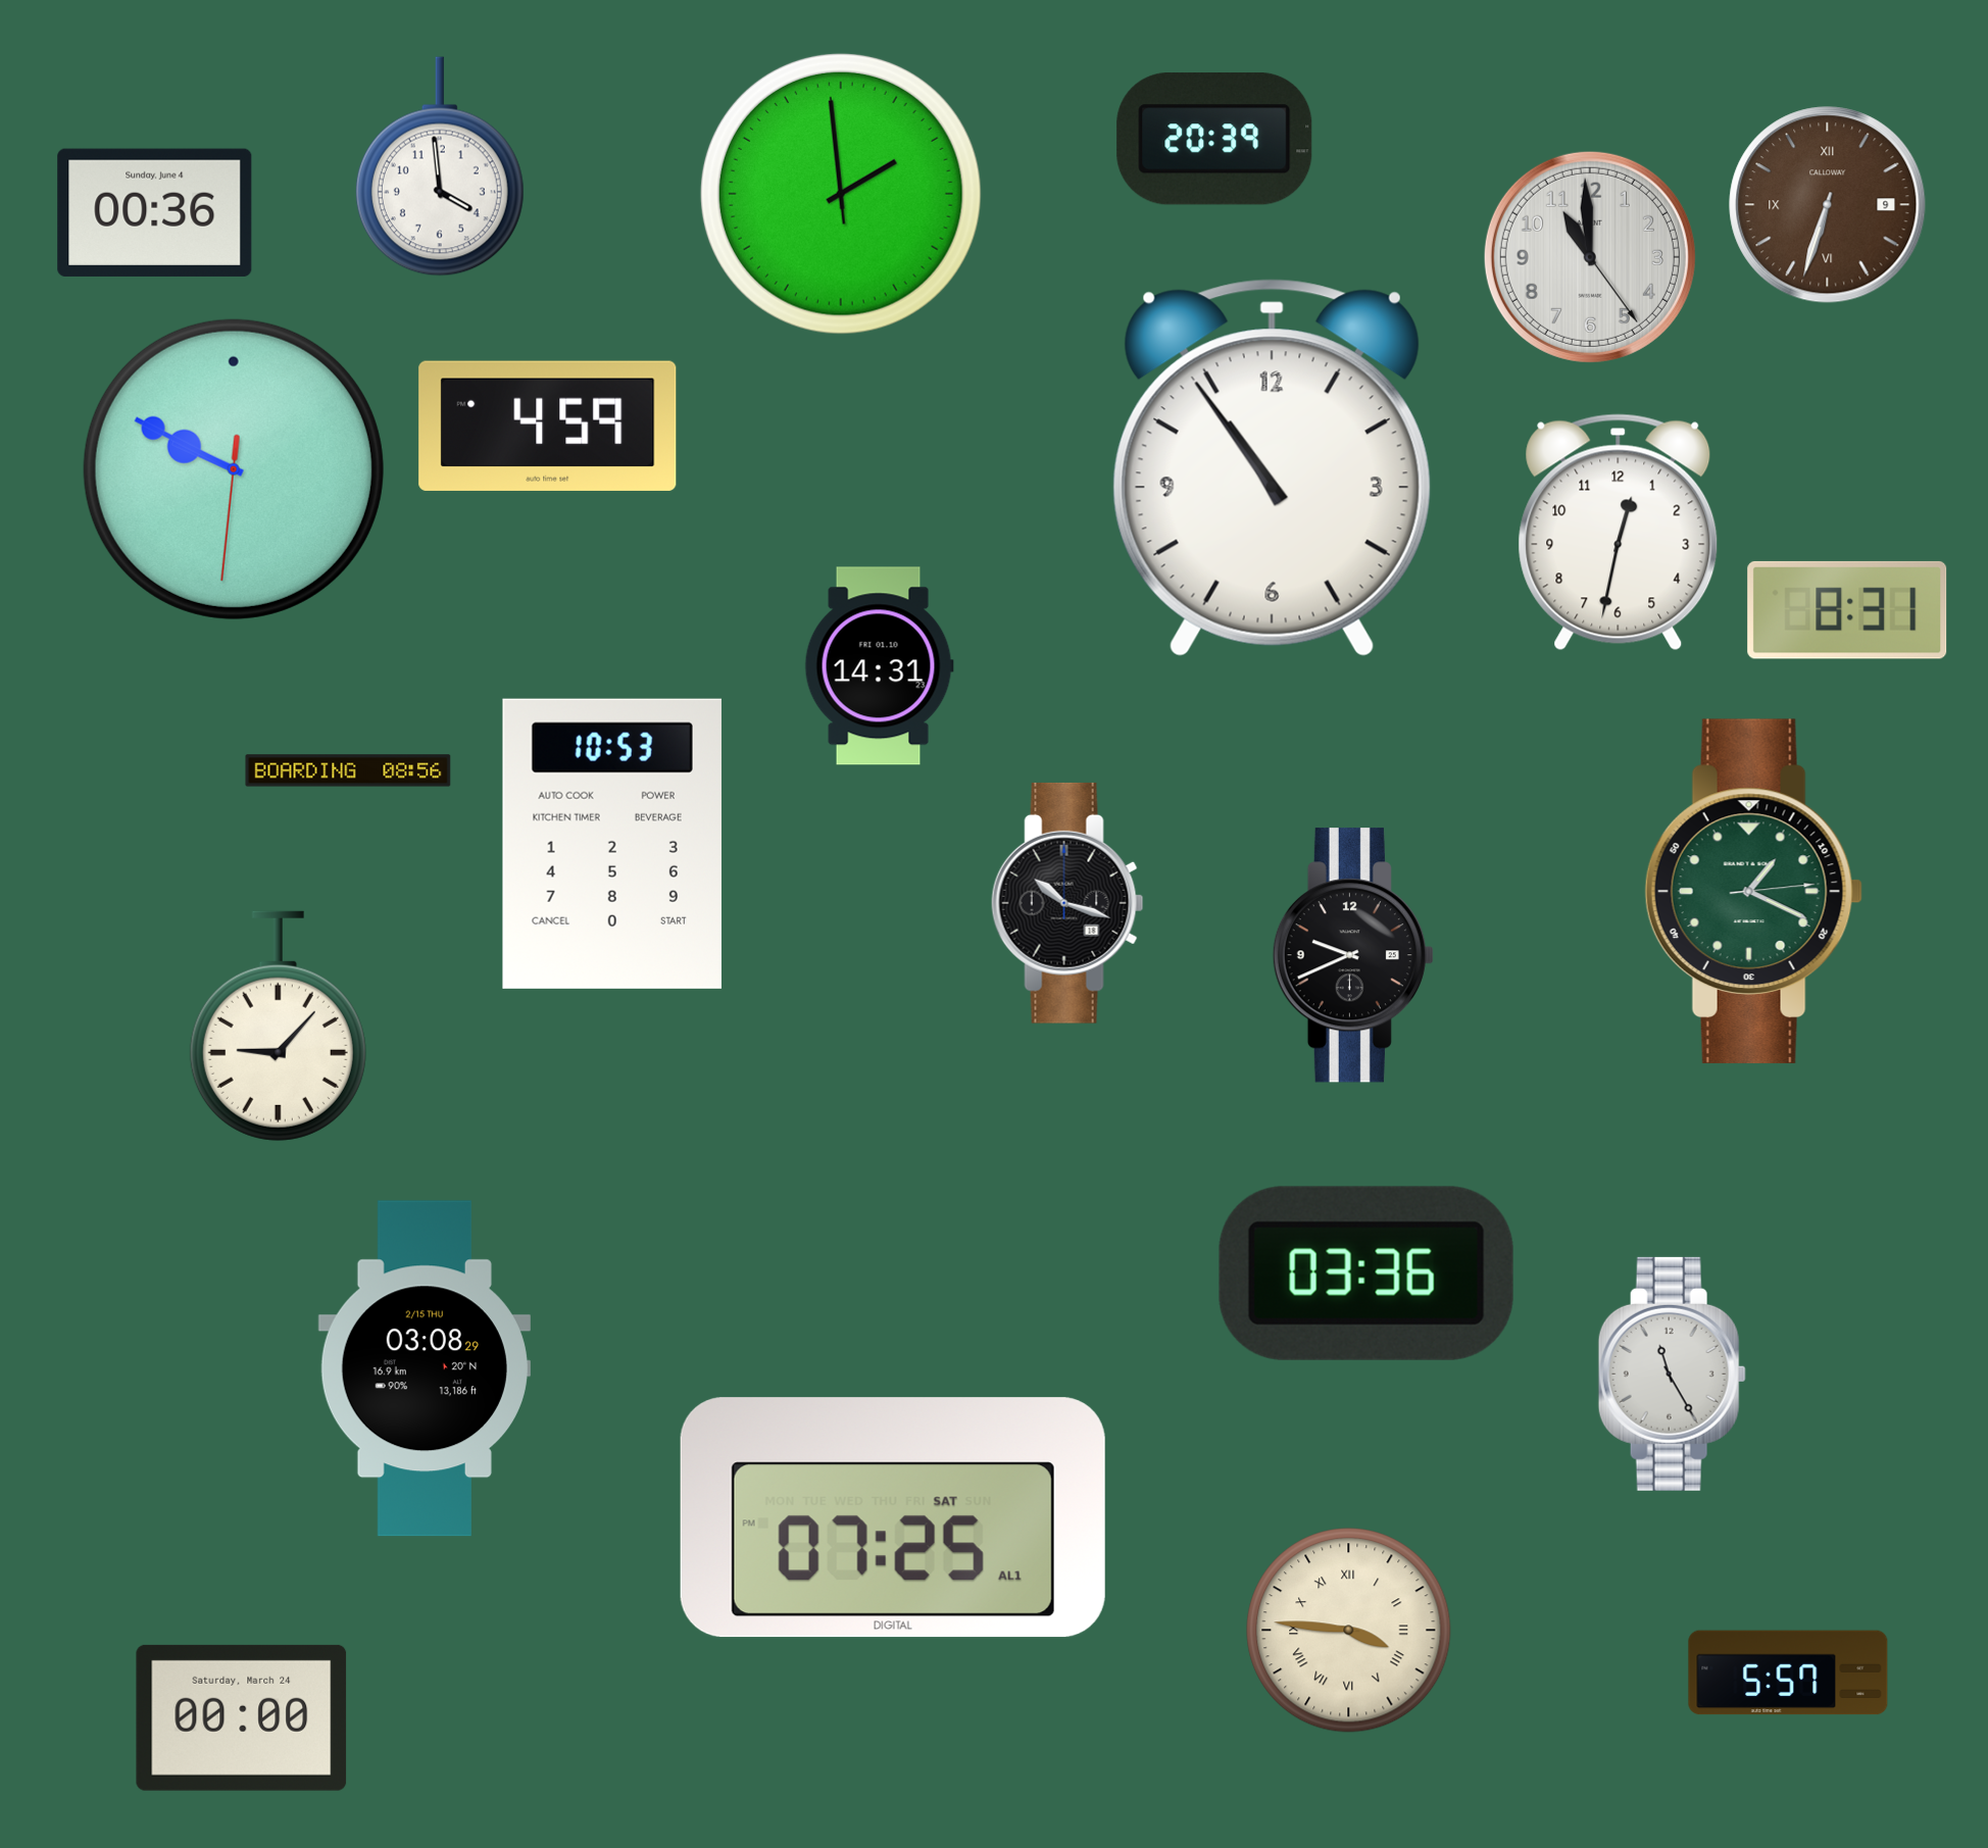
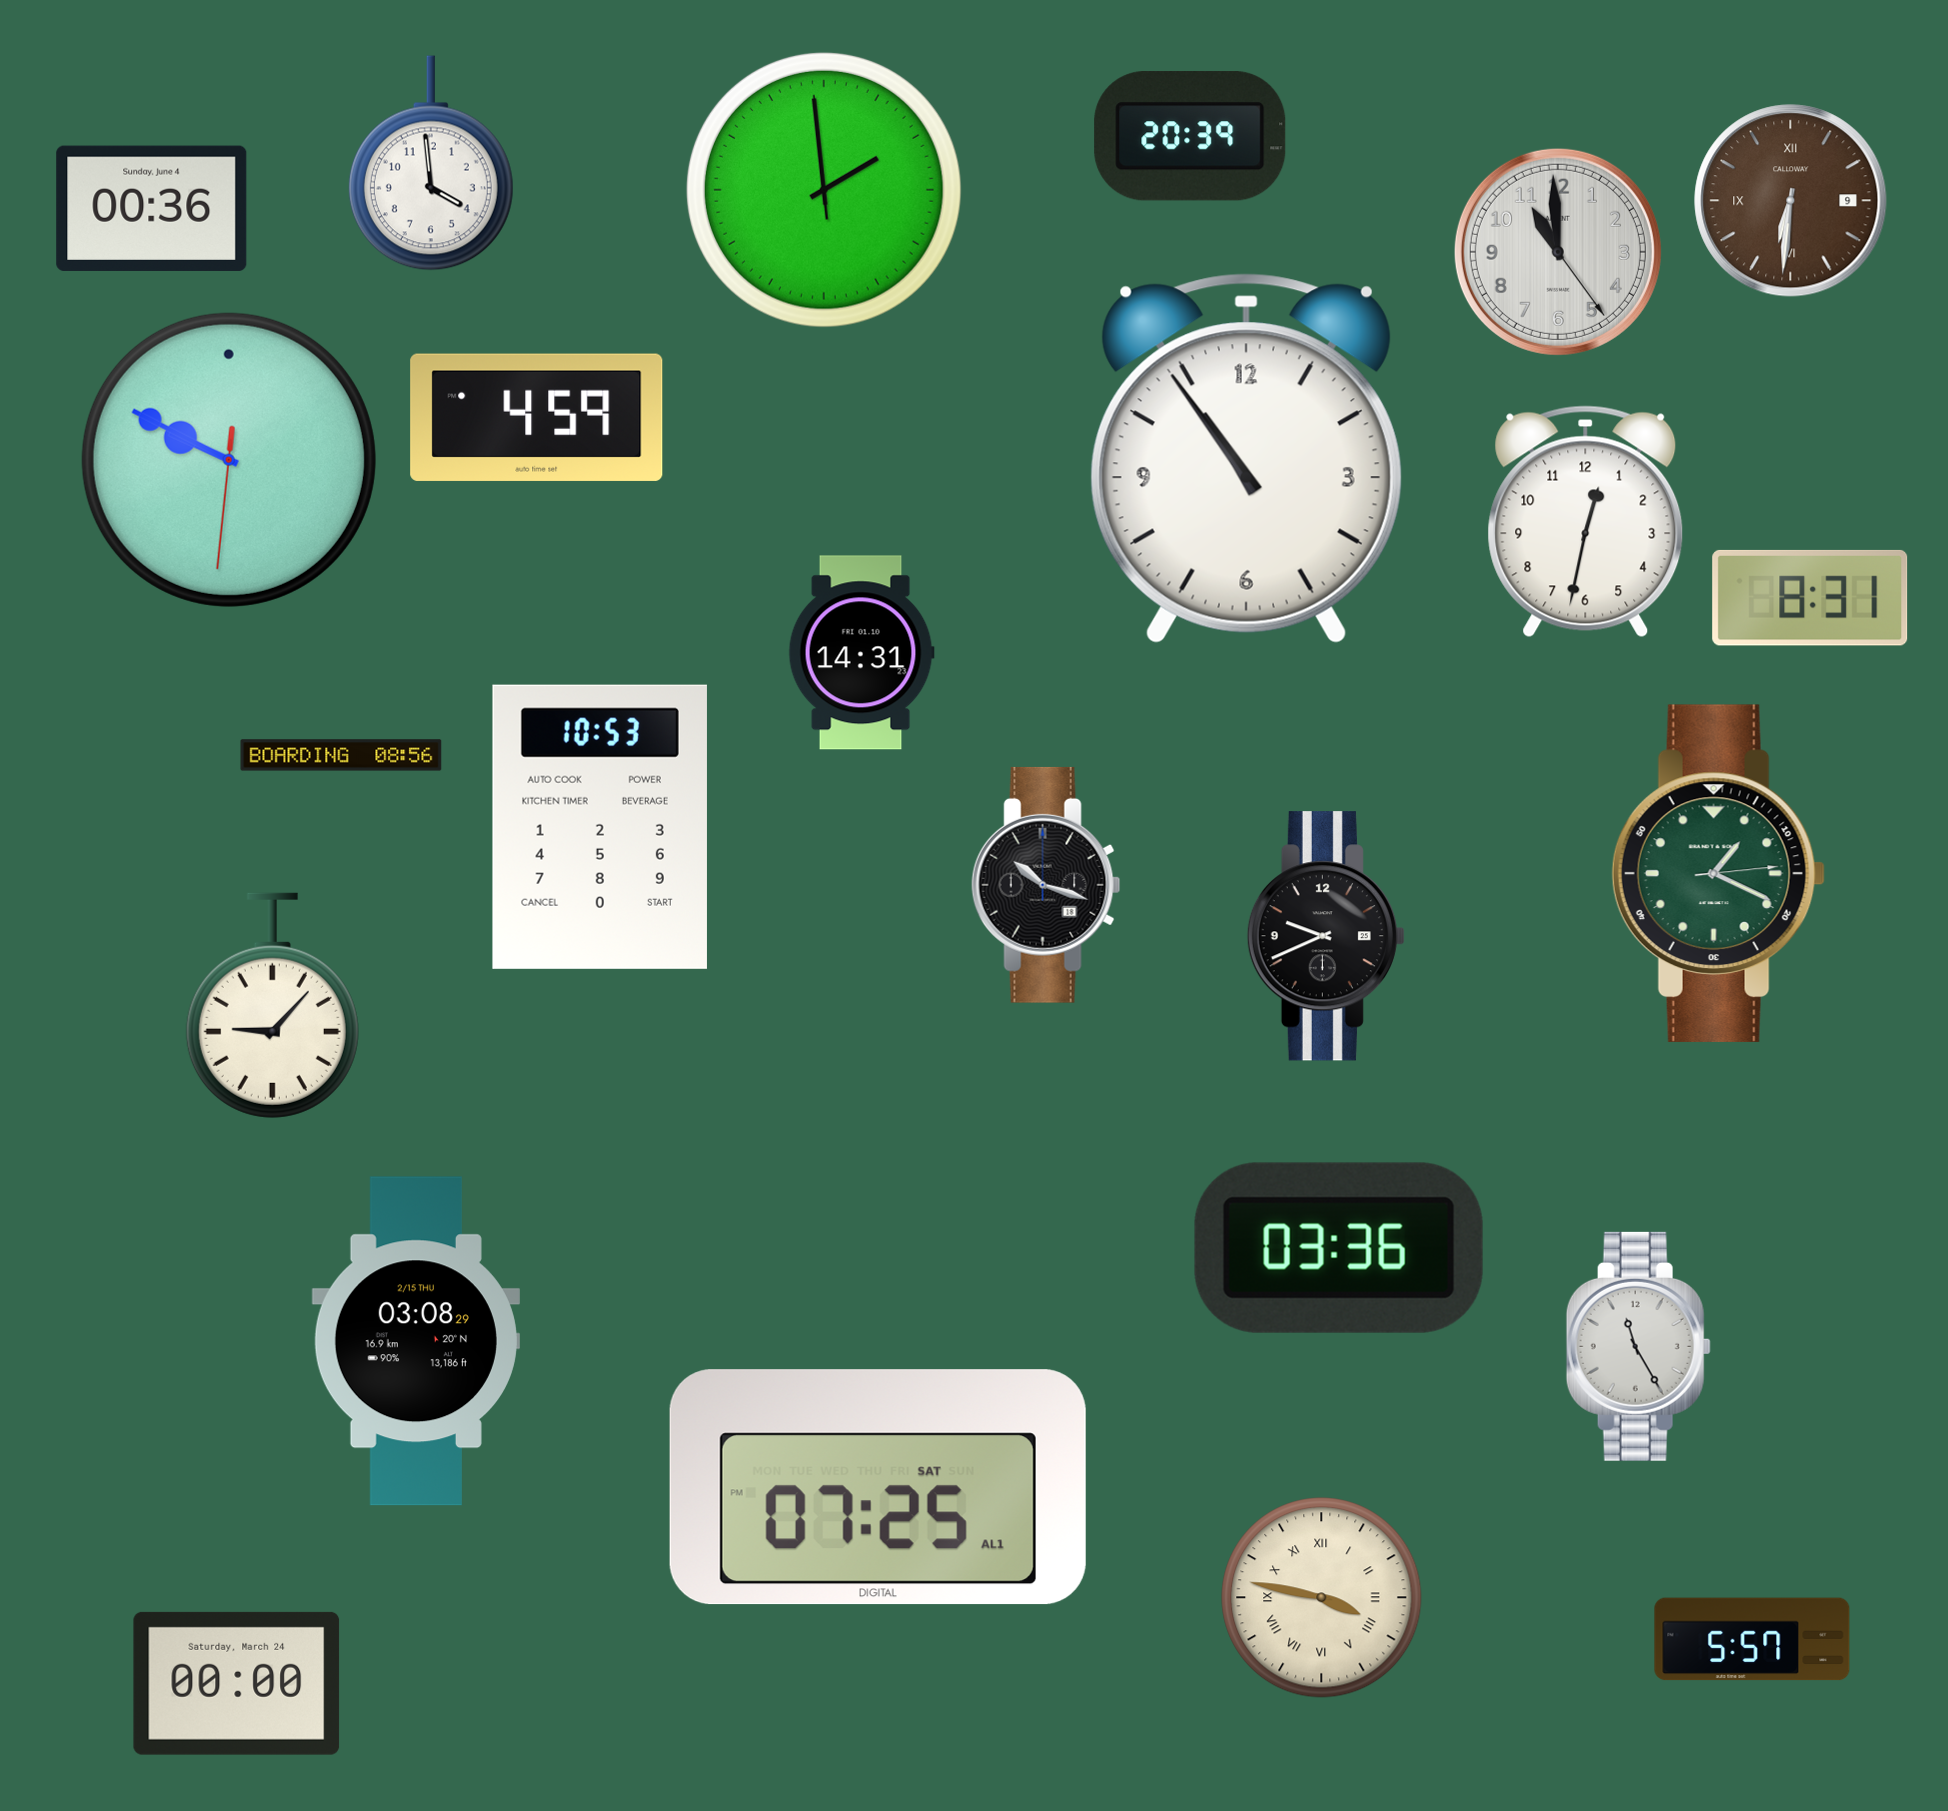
clock at (1828, 205): 6:33 -> 6:31
clock at (893, 1517) position: (893, 1517) -> (878, 1487)
clock at (1349, 1631): 3:46 -> 3:47
